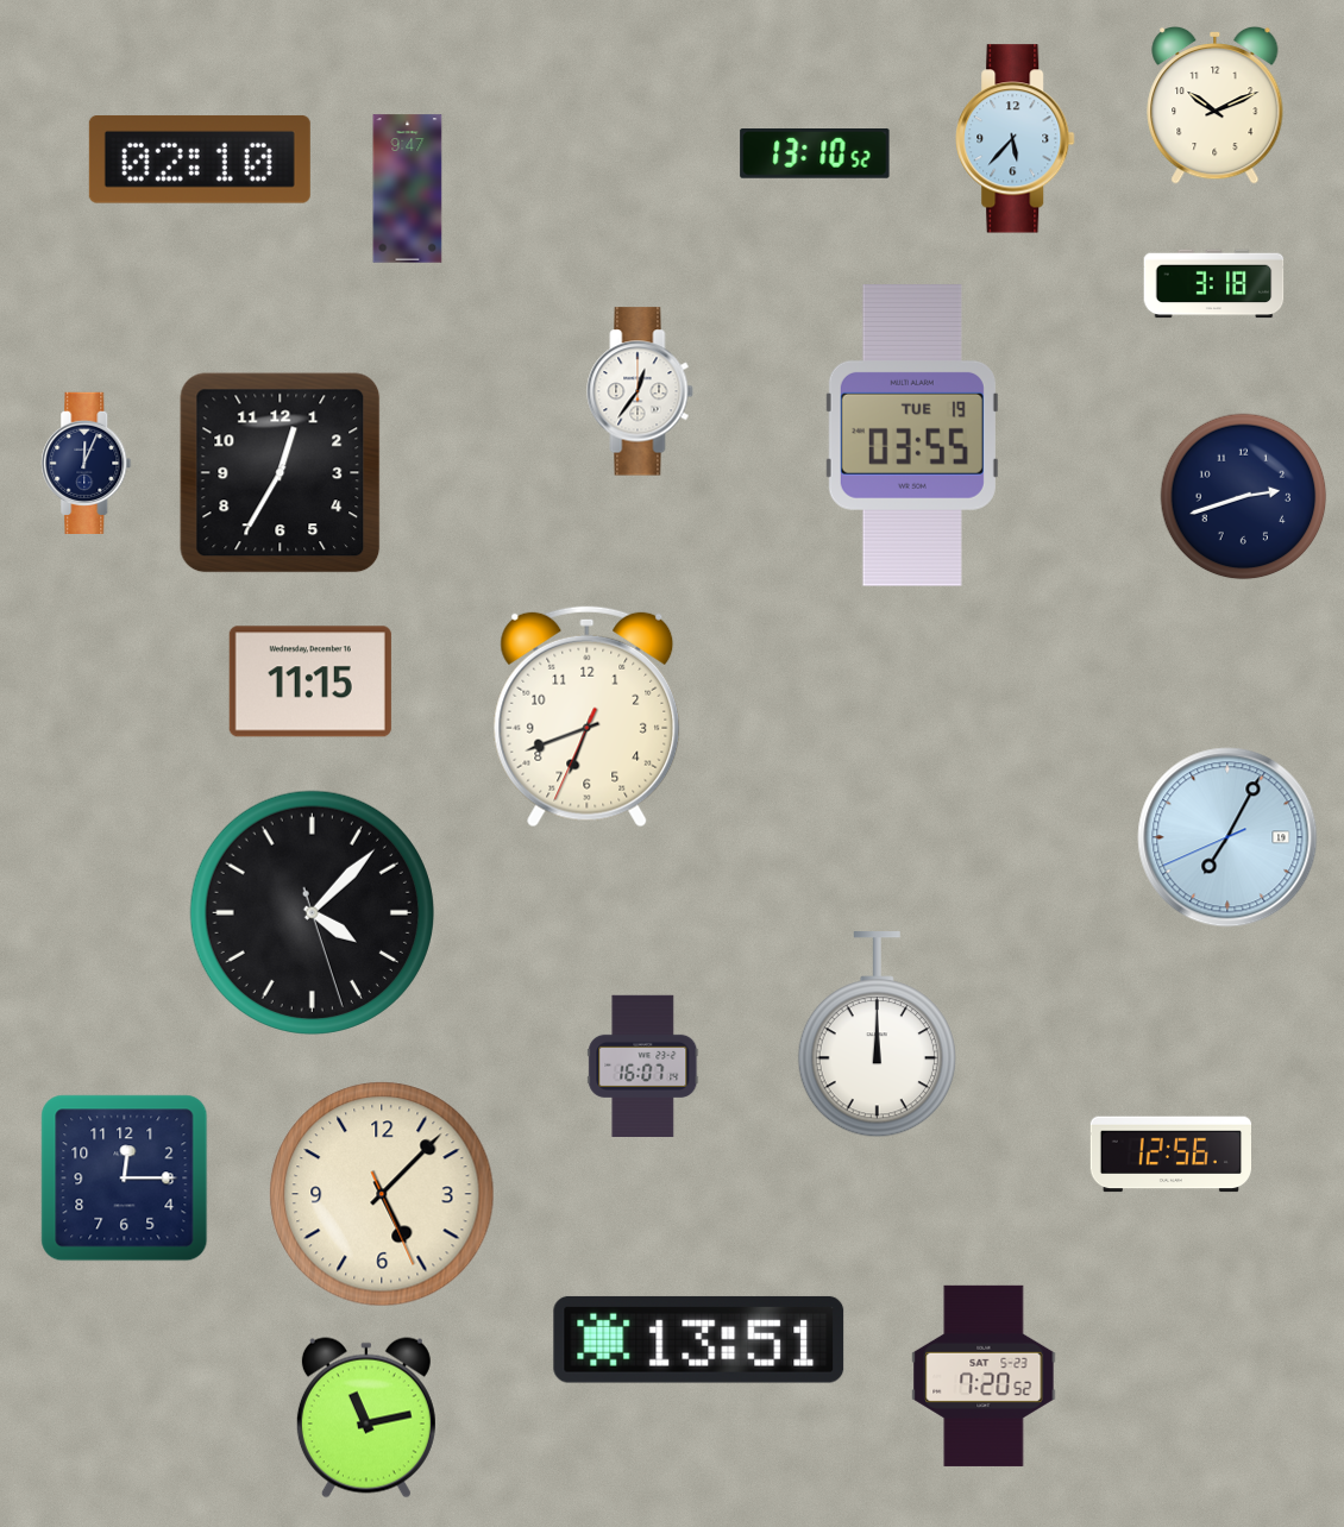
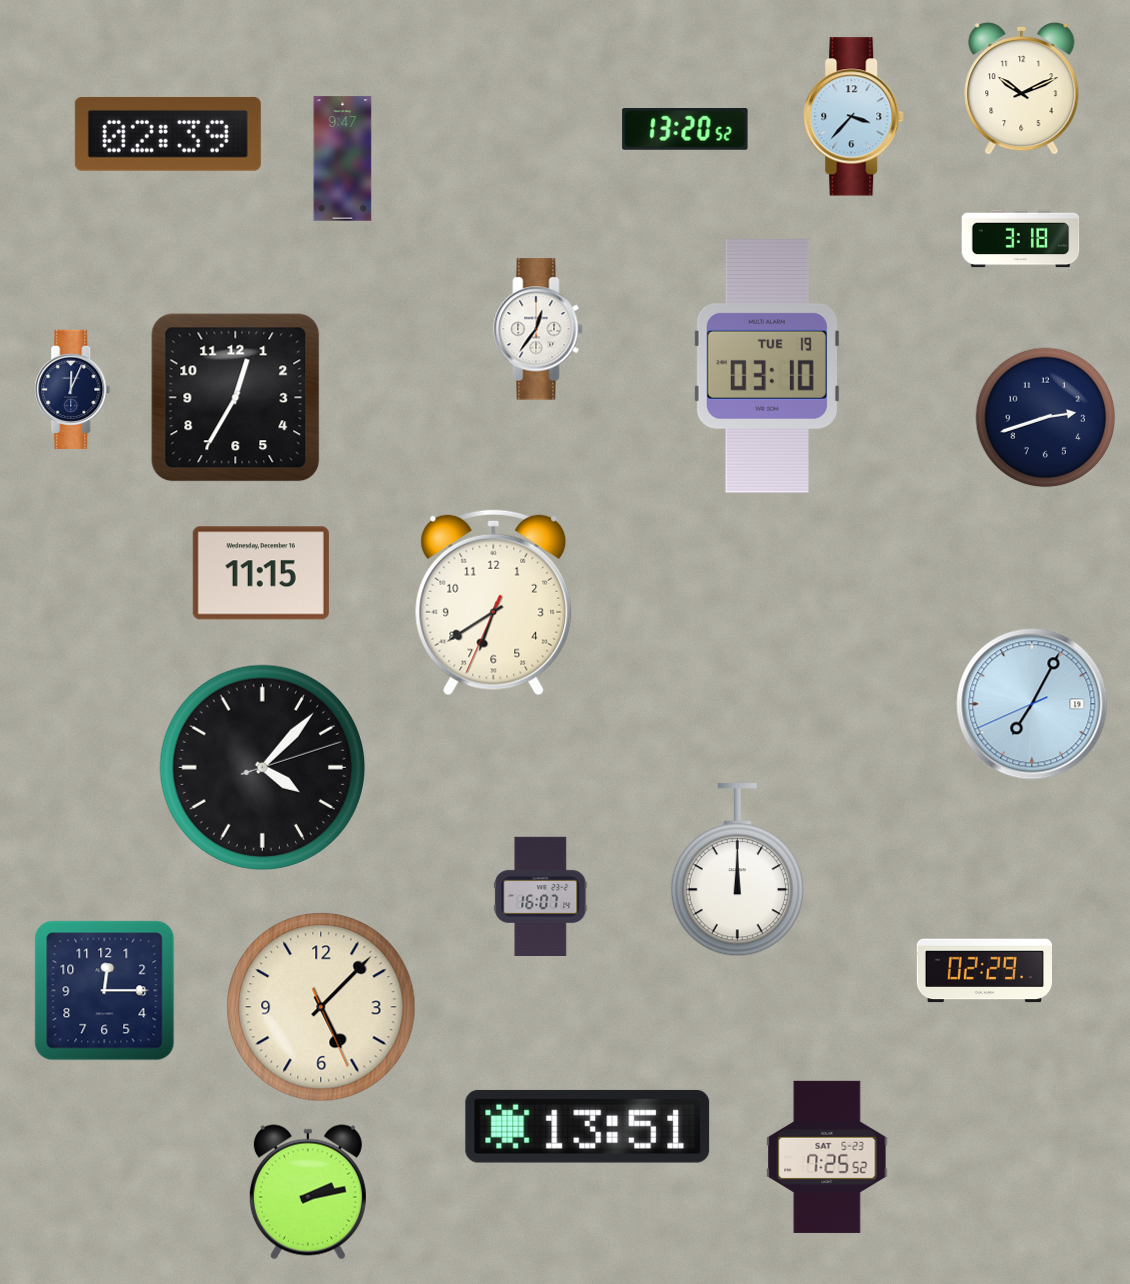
clock at (1016, 139): 5:37 -> 3:37
clock at (815, 155): 13:10 -> 13:20
clock at (200, 159): 02:10 -> 02:39
clock at (912, 435): 03:55 -> 03:10
clock at (588, 716): 6:41 -> 6:39
clock at (312, 912): 4:07:27 -> 4:07:12
clock at (1170, 1155): 12:56 -> 02:29
clock at (382, 1194) position: (382, 1194) -> (321, 1007)
clock at (984, 1376): 7:20 -> 7:25
clock at (366, 1418): 11:13 -> 2:13
